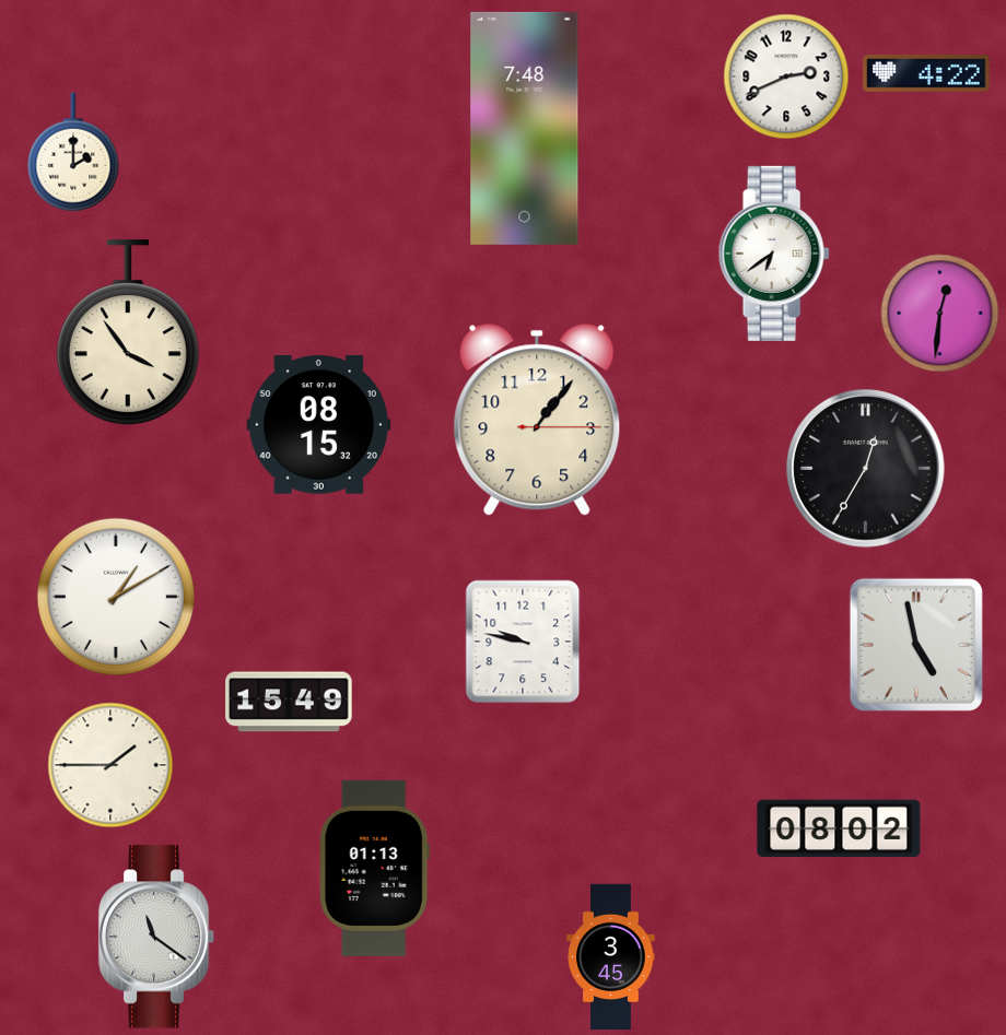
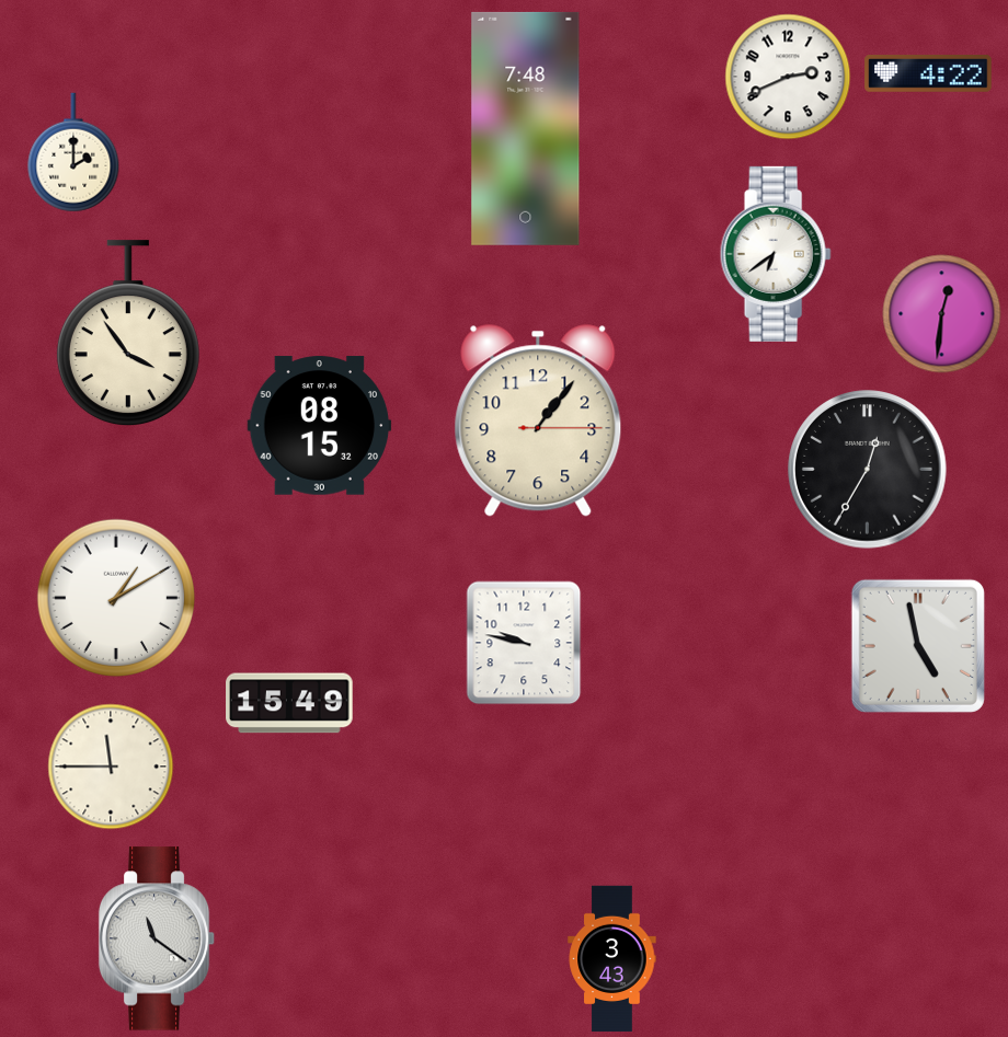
clock at (110, 765): 1:45 -> 11:45
clock at (839, 828): 08:02 -> none
clock at (374, 868): 01:13 -> none
clock at (611, 957): 3:45 -> 3:43
